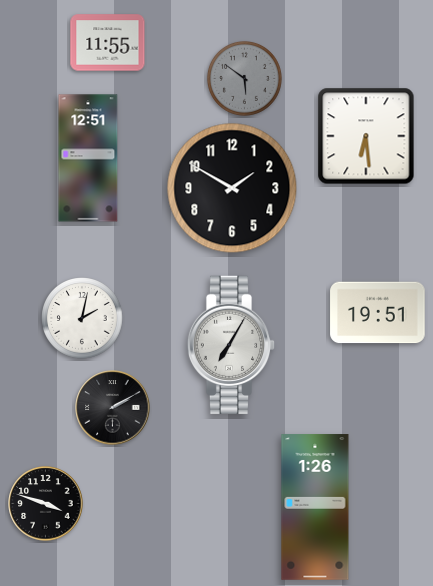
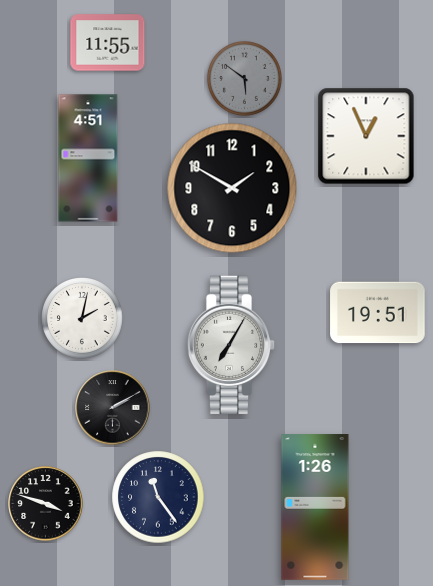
clock at (366, 136): 6:29 -> 12:56
clock at (88, 158): 12:51 -> 4:51
clock at (158, 497): none -> 11:24
